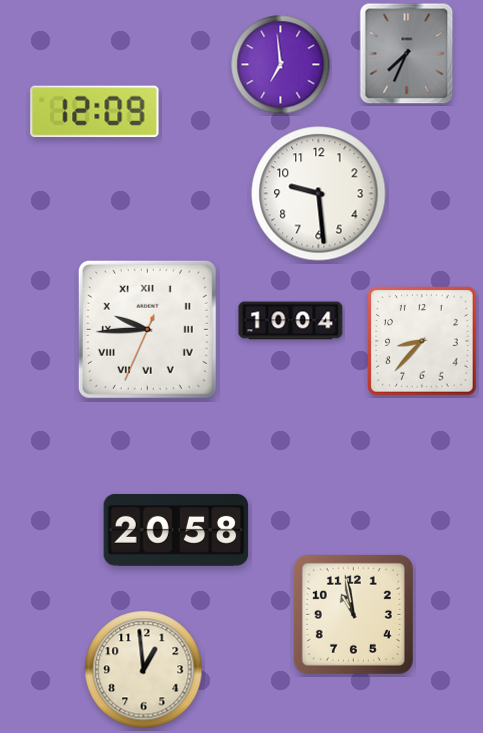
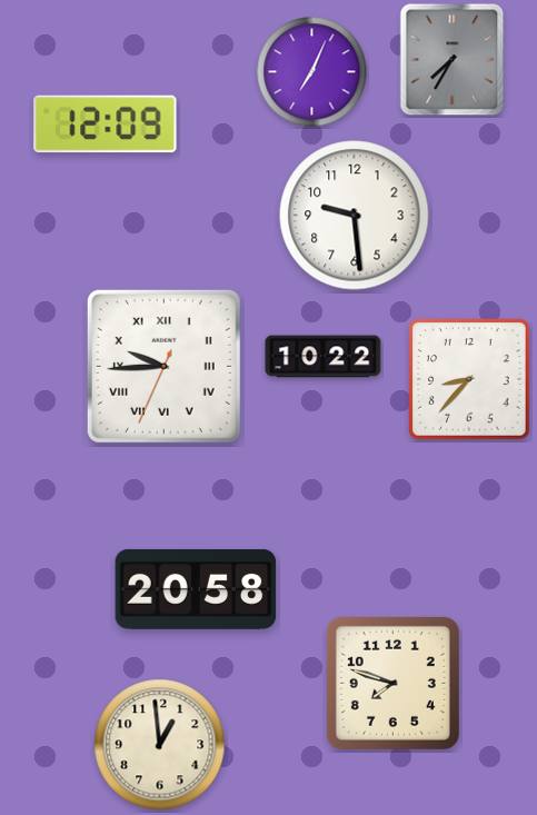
clock at (407, 54): 7:34 -> 7:35
clock at (281, 65): 6:59 -> 7:04
clock at (291, 321): 10:04 -> 10:22
clock at (353, 614): 10:58 -> 7:48
